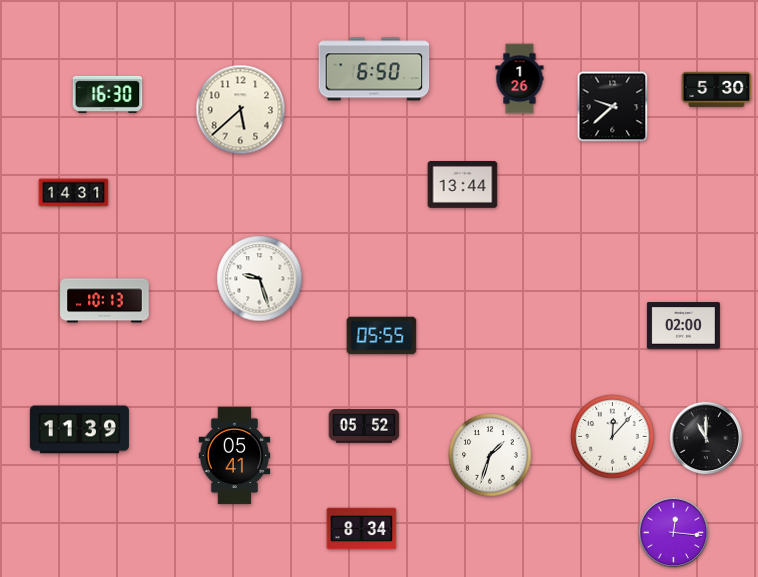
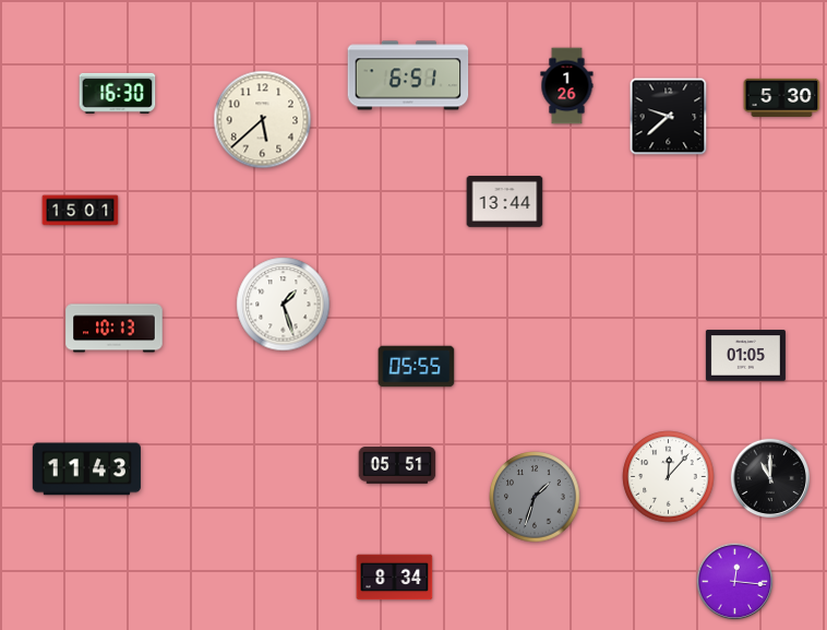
clock at (374, 69): 6:50 -> 6:51
clock at (108, 94) position: (108, 94) -> (118, 93)
clock at (74, 193): 14:31 -> 15:01
clock at (260, 279): 9:27 -> 1:27
clock at (683, 326): 02:00 -> 01:05
clock at (364, 426): 05:52 -> 05:51
clock at (79, 430): 11:39 -> 11:43
clock at (490, 455) dial: white -> grey
clock at (235, 456): 05:41 -> none
